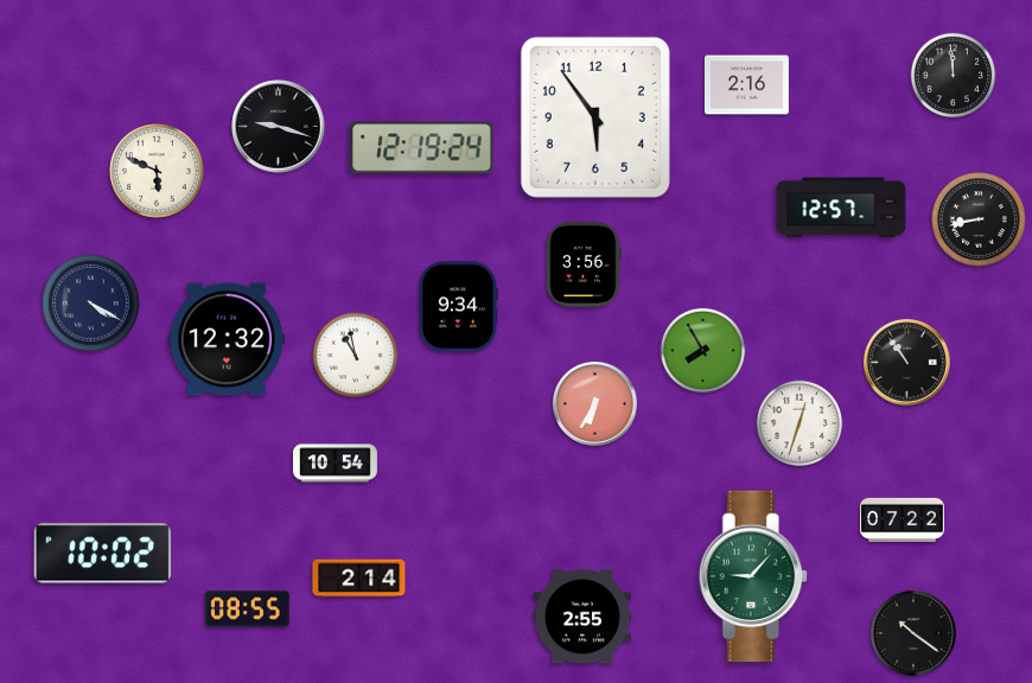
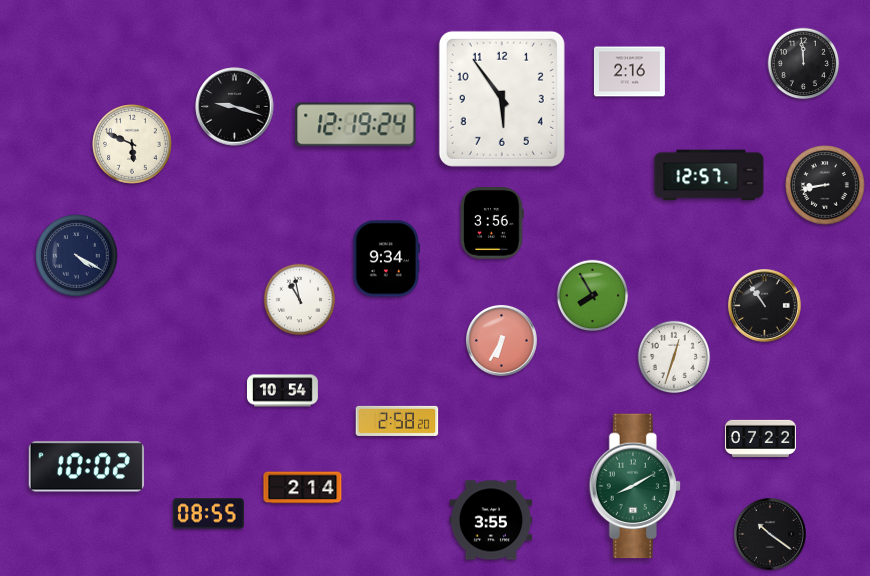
clock at (227, 339): 12:32 -> none
clock at (397, 421): none -> 2:58
clock at (753, 576): 9:07 -> 8:10
clock at (582, 617): 2:55 -> 3:55
